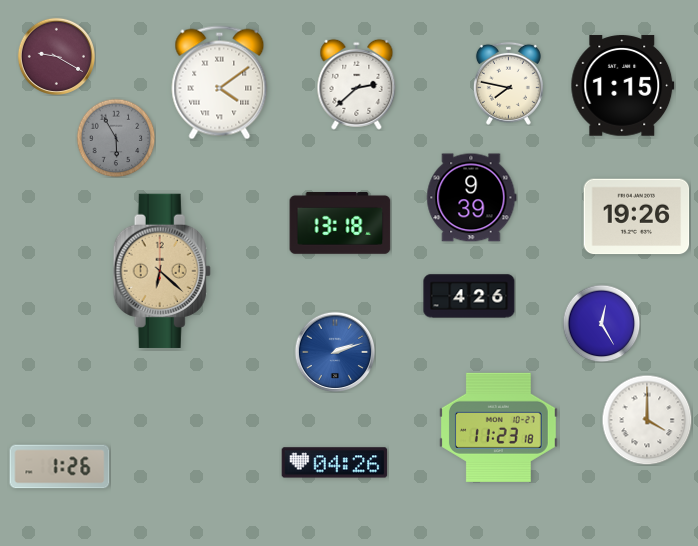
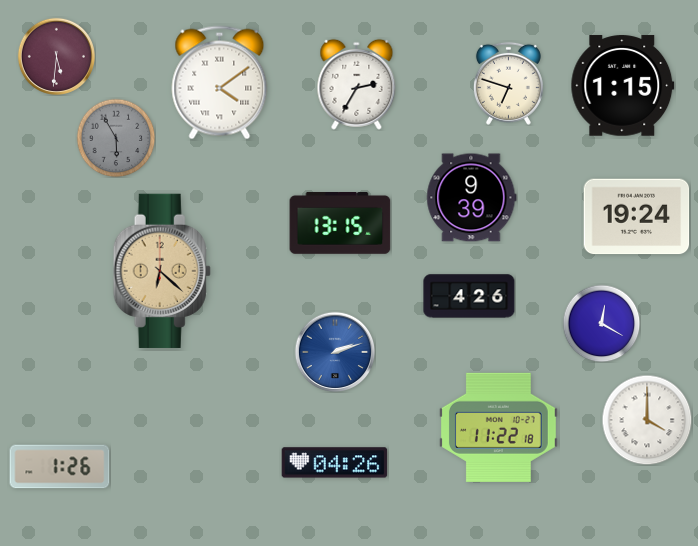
clock at (56, 56): 9:20 -> 5:31
clock at (508, 83): 7:47 -> 6:48
clock at (357, 84): 2:38 -> 2:35
clock at (637, 217): 19:26 -> 19:24
clock at (340, 224): 13:18 -> 13:15
clock at (601, 323): 12:25 -> 12:20
clock at (498, 427): 11:23 -> 11:22
